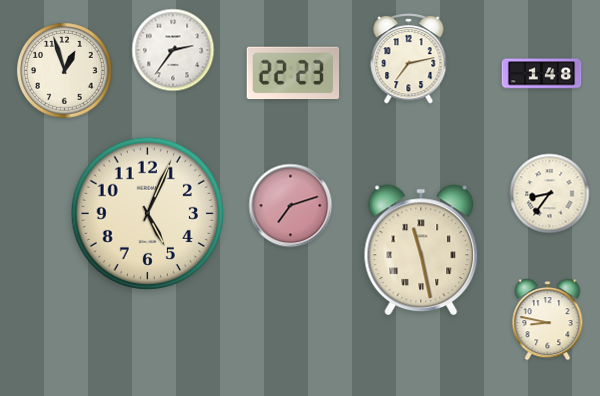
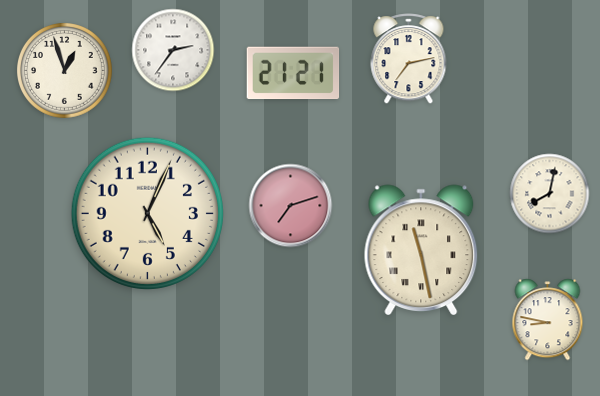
clock at (293, 73): 22:23 -> 21:21
clock at (542, 74): 1:48 -> none
clock at (550, 194): 8:36 -> 8:02
